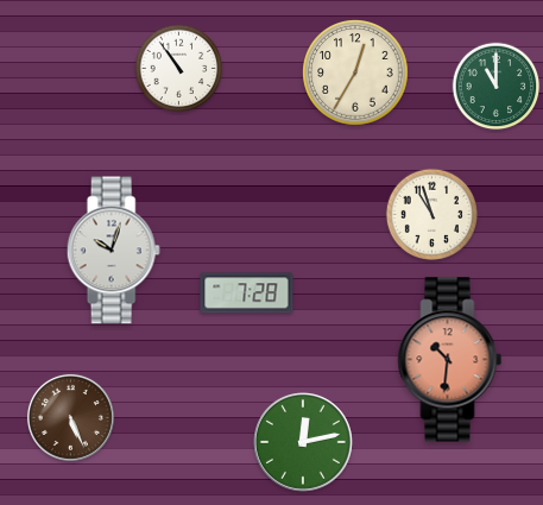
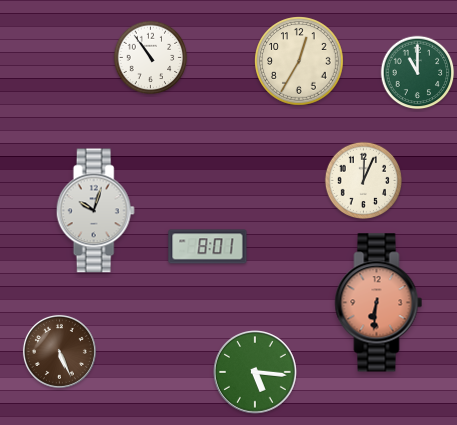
clock at (431, 214): 10:57 -> 12:04
clock at (247, 293): 7:28 -> 8:01
clock at (450, 360): 10:31 -> 6:31
clock at (304, 443): 12:13 -> 5:16
